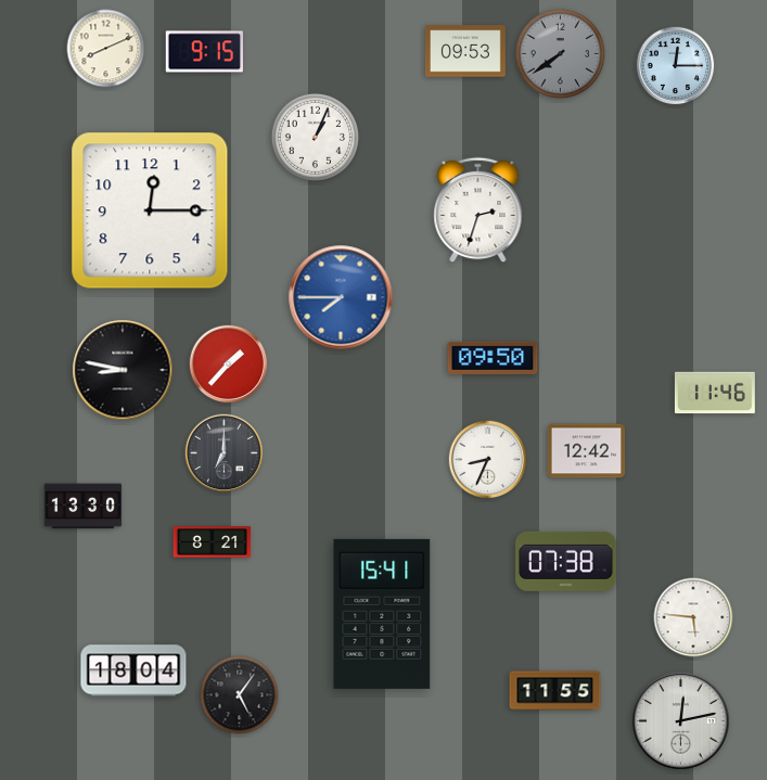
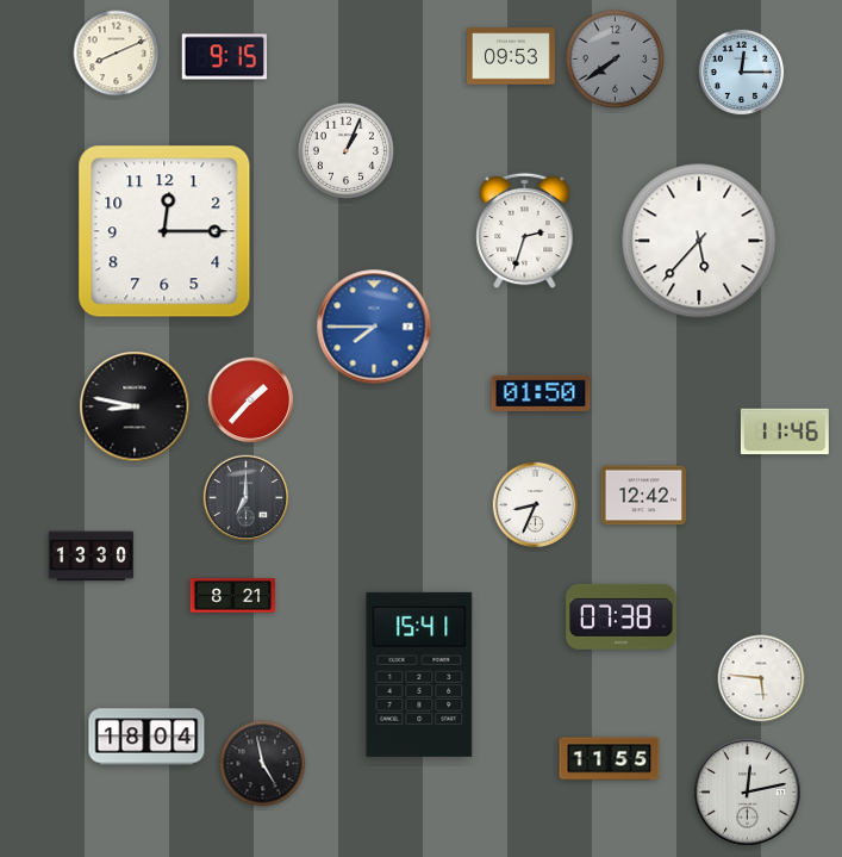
clock at (699, 241): none -> 5:37
clock at (493, 358): 09:50 -> 01:50
clock at (240, 695): 5:06 -> 4:58
